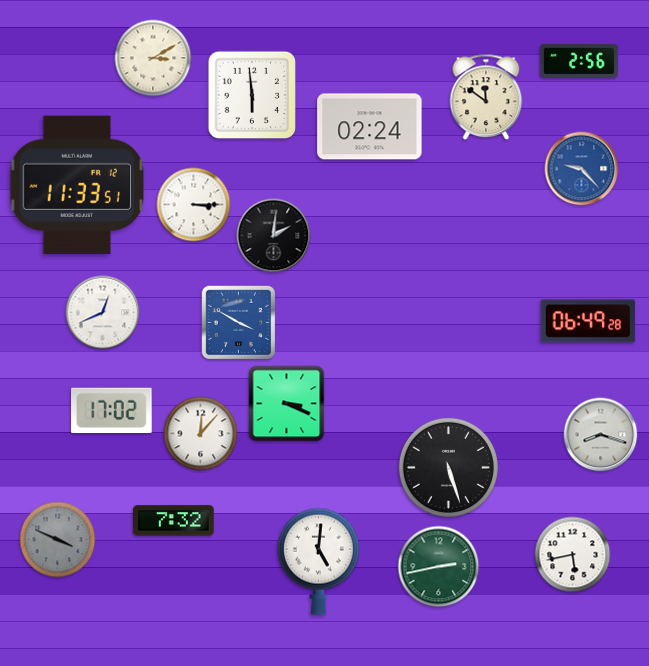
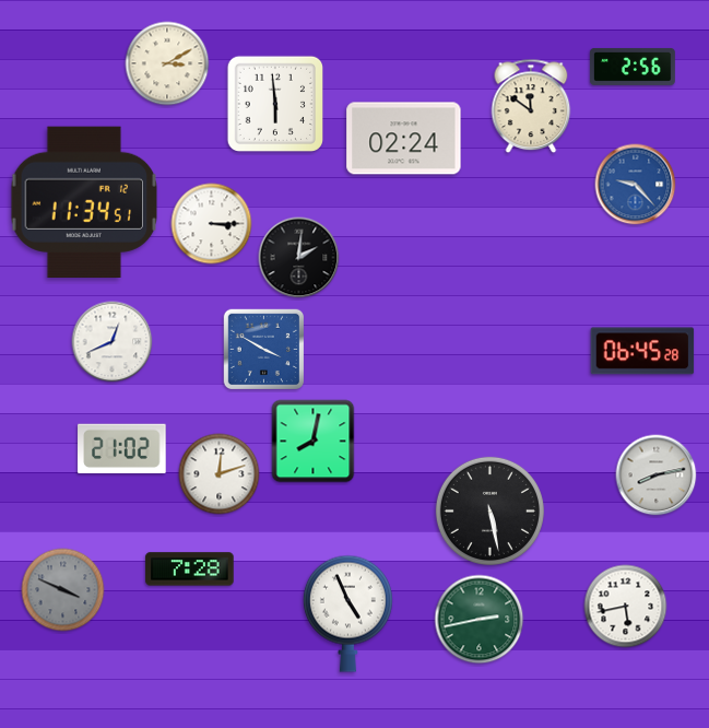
clock at (76, 184): 11:33 -> 11:34
clock at (588, 321): 06:49 -> 06:45
clock at (238, 322) position: (238, 322) -> (263, 349)
clock at (287, 404): 3:19 -> 8:02
clock at (112, 411): 17:02 -> 21:02
clock at (201, 434): 12:07 -> 12:12
clock at (601, 435): 8:18 -> 8:13
clock at (448, 467): 5:27 -> 5:28
clock at (174, 521): 7:32 -> 7:28
clock at (318, 561): 5:01 -> 4:56
